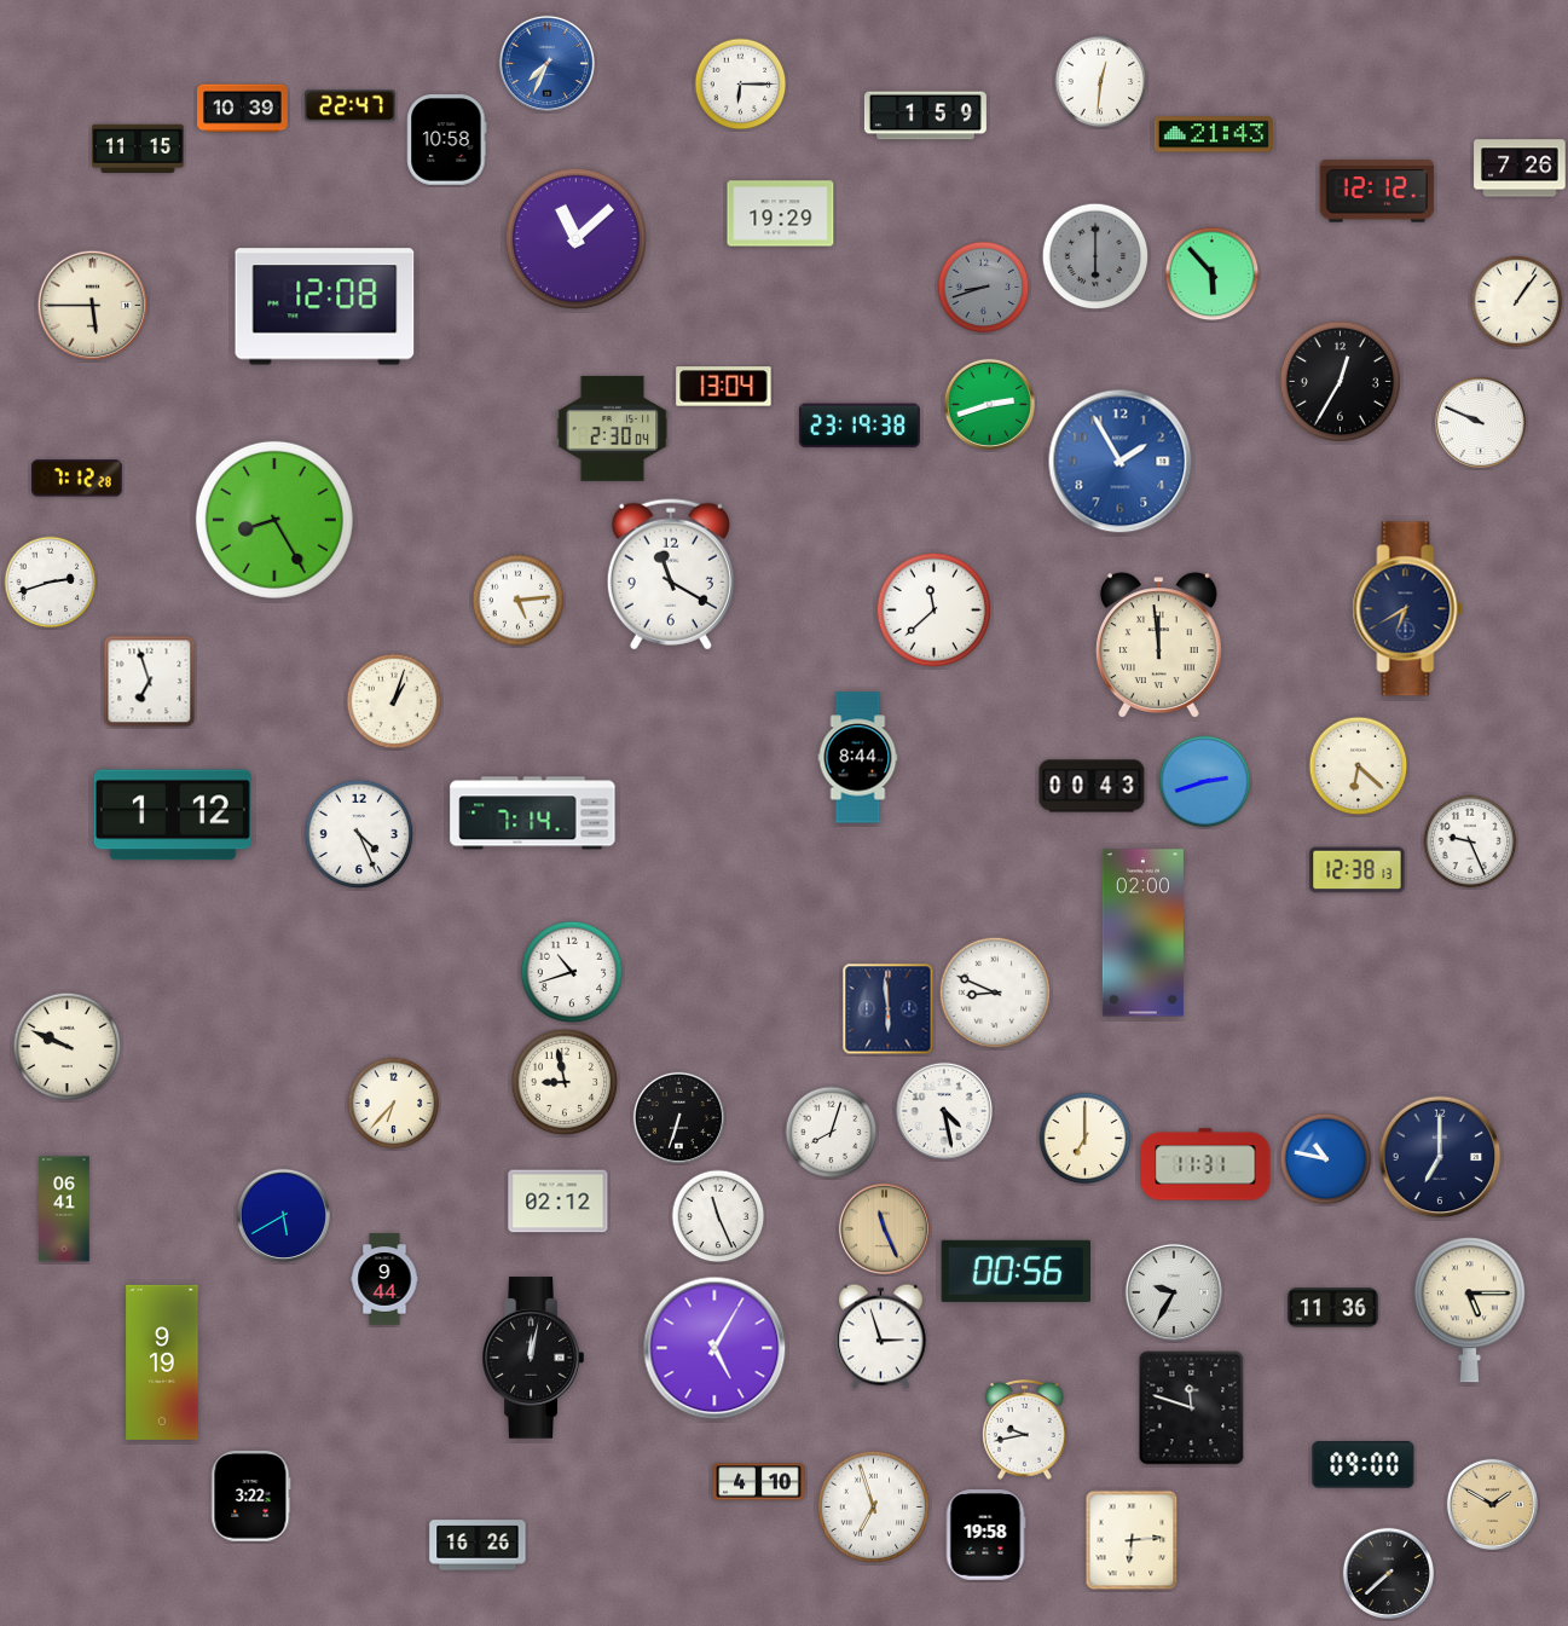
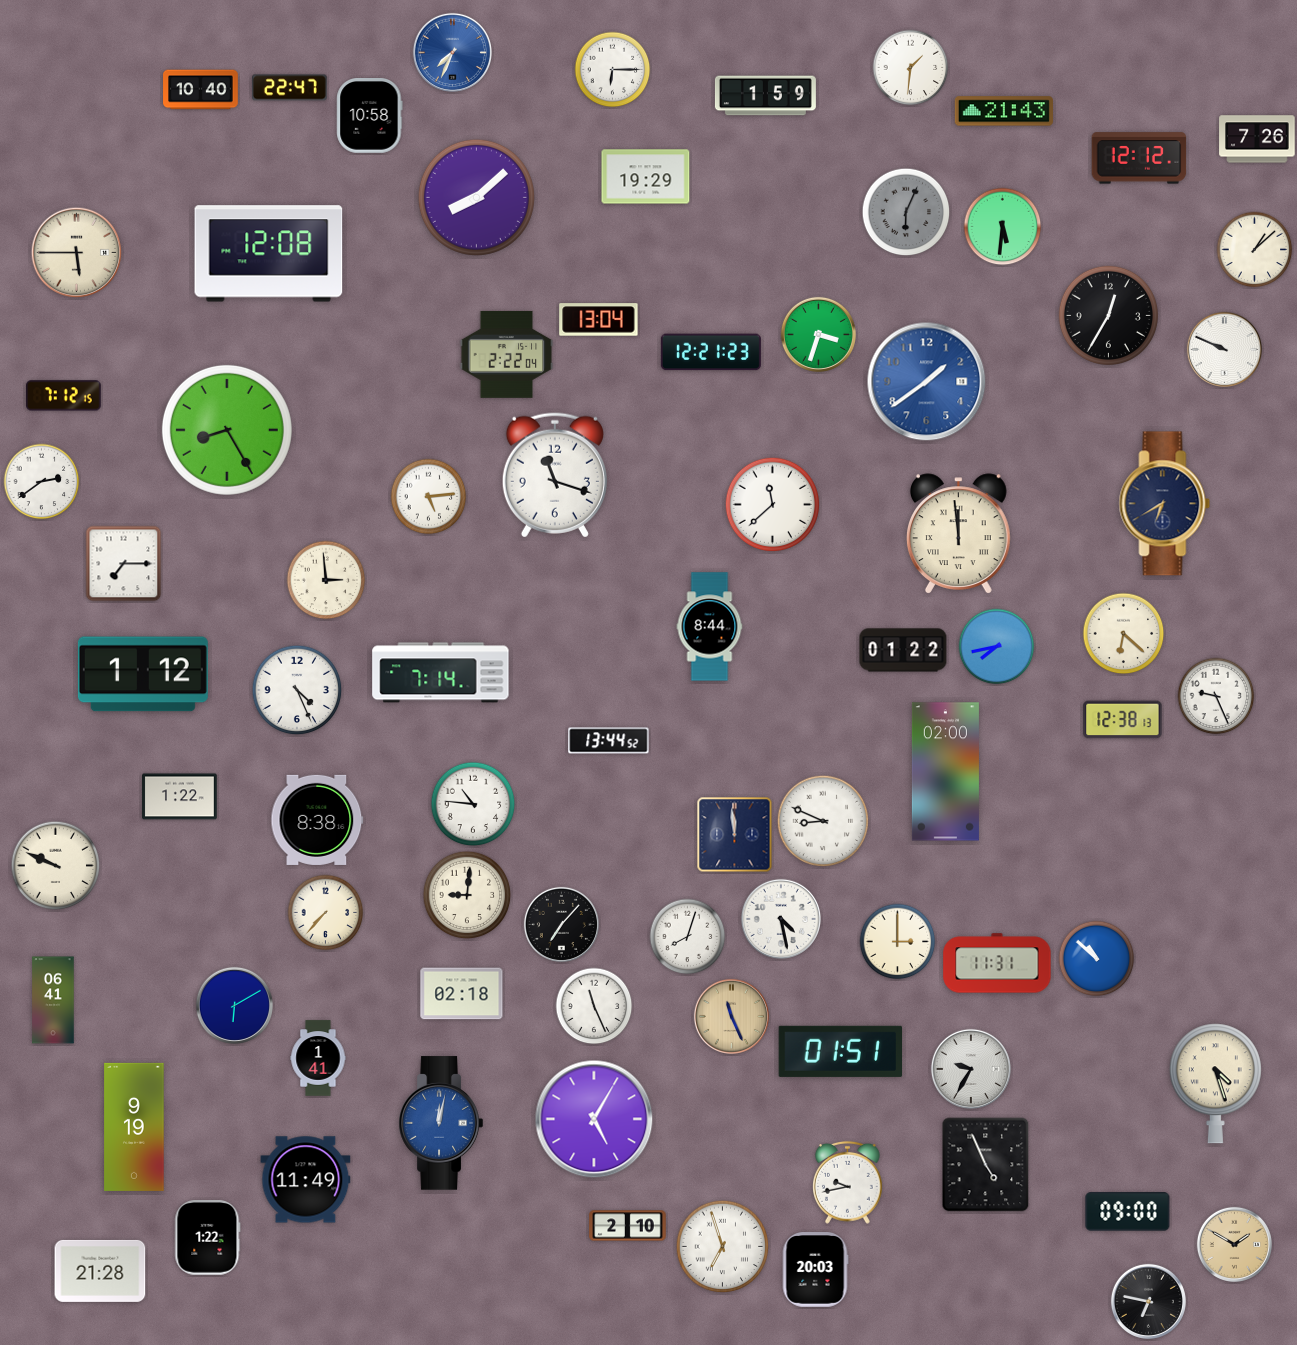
clock at (1101, 82): 12:31 -> 1:31
clock at (243, 109): 10:39 -> 10:40
clock at (138, 149): 11:15 -> none
clock at (575, 238): 11:08 -> 8:08
clock at (1095, 256): 6:00 -> 6:04
clock at (1213, 274): 5:53 -> 5:31
clock at (984, 288): 8:42 -> none
clock at (1517, 302): 1:06 -> 1:08
clock at (989, 404): 2:42 -> 3:33
clock at (860, 426): 23:19 -> 12:21
clock at (613, 428): 2:30 -> 2:22
clock at (1121, 462): 1:55 -> 1:39
clock at (77, 479): 7:12:28 -> 7:12:15
clock at (671, 574): 11:20 -> 11:18
clock at (51, 583): 2:42 -> 2:39
clock at (150, 682): 6:57 -> 7:15
clock at (394, 701): 1:03 -> 2:59
clock at (1205, 782): 2:42 -> 7:43
clock at (1092, 786): 00:43 -> 01:22
clock at (609, 741): none -> 13:44
clock at (180, 797): none -> 1:22
clock at (572, 972): 10:42 -> 10:46
clock at (317, 820): none -> 8:38
clock at (889, 1009): 5:59 -> 11:59
clock at (565, 1082): 8:58 -> 9:01
clock at (394, 1104): 6:37 -> 7:37
clock at (678, 1117): 6:33 -> 7:07
clock at (1086, 1139): 7:00 -> 3:00
clock at (1440, 1157): 7:00 -> none
clock at (1326, 1159): 10:47 -> 10:52
clock at (559, 1202): 02:12 -> 02:18
clock at (283, 1215): 5:40 -> 6:10
clock at (1017, 1271): 00:56 -> 01:51
clock at (384, 1279): 9:44 -> 1:41
clock at (1333, 1308): 11:36 -> none
clock at (1469, 1310): 5:15 -> 4:27
clock at (881, 1337): 2:57 -> none
clock at (714, 1348) position: (714, 1348) -> (594, 1119)
clock at (533, 1358) dial: black -> blue
clock at (1192, 1408): 11:48 -> 4:56
clock at (306, 1180): none -> 11:49
clock at (759, 1482): 4:10 -> 2:10
clock at (251, 1497): 3:22 -> 1:22
clock at (985, 1535): 19:58 -> 20:03
clock at (100, 1271): none -> 21:28
clock at (1132, 1540): 6:14 -> none
clock at (478, 1545): 16:26 -> none
clock at (1388, 1573): 7:38 -> 6:47
